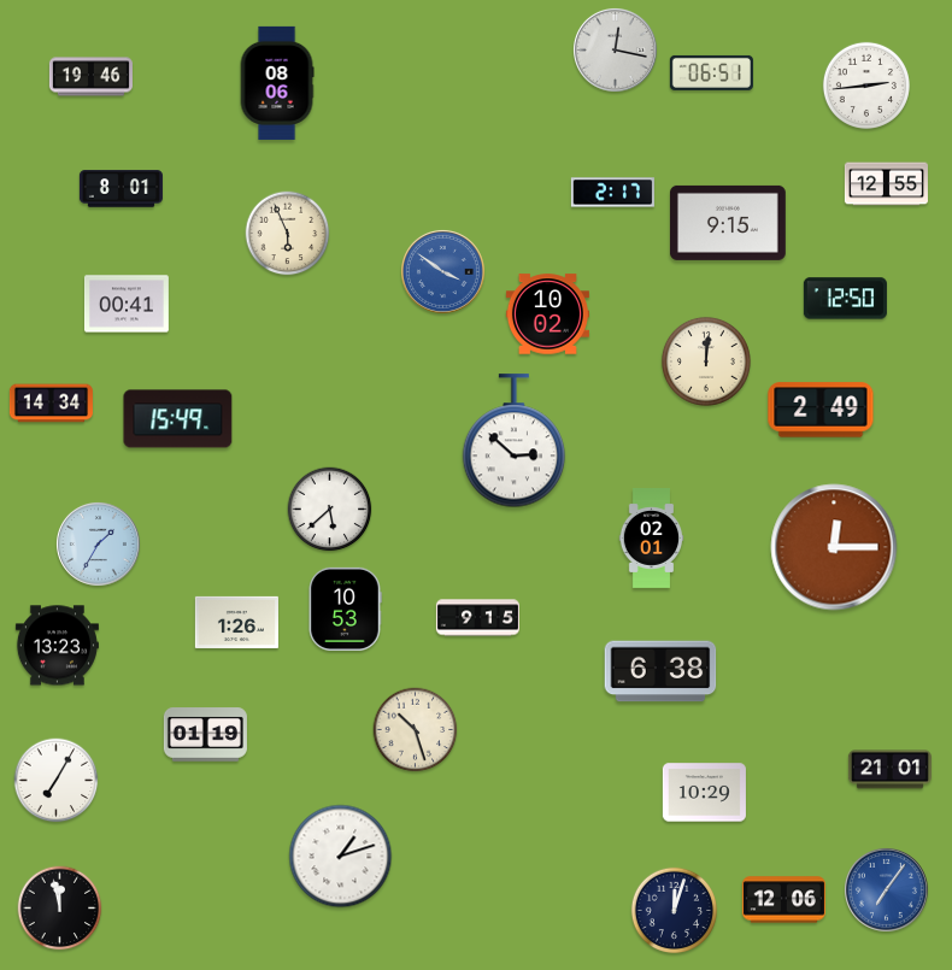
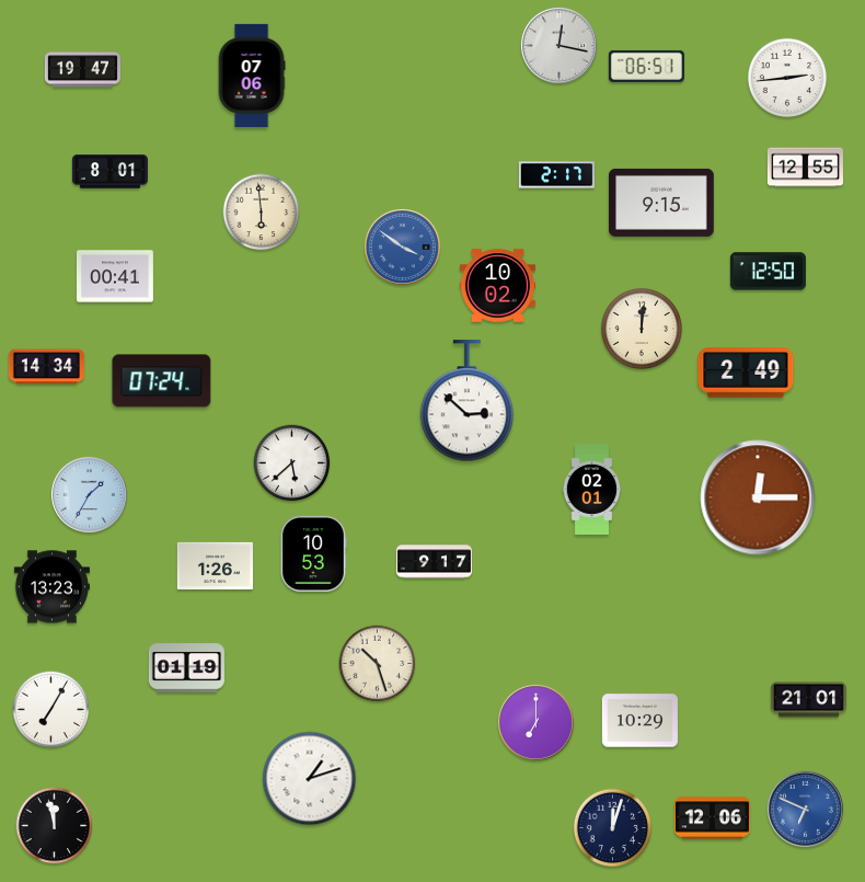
clock at (90, 77): 19:46 -> 19:47
clock at (277, 83): 08:06 -> 07:06
clock at (288, 234): 5:56 -> 5:59
clock at (178, 419): 15:49 -> 07:24
clock at (330, 510) position: (330, 510) -> (292, 463)
clock at (477, 618): 9:15 -> 9:17
clock at (660, 671): 6:38 -> none
clock at (535, 722): none -> 7:00
clock at (886, 889): 7:06 -> 6:49
